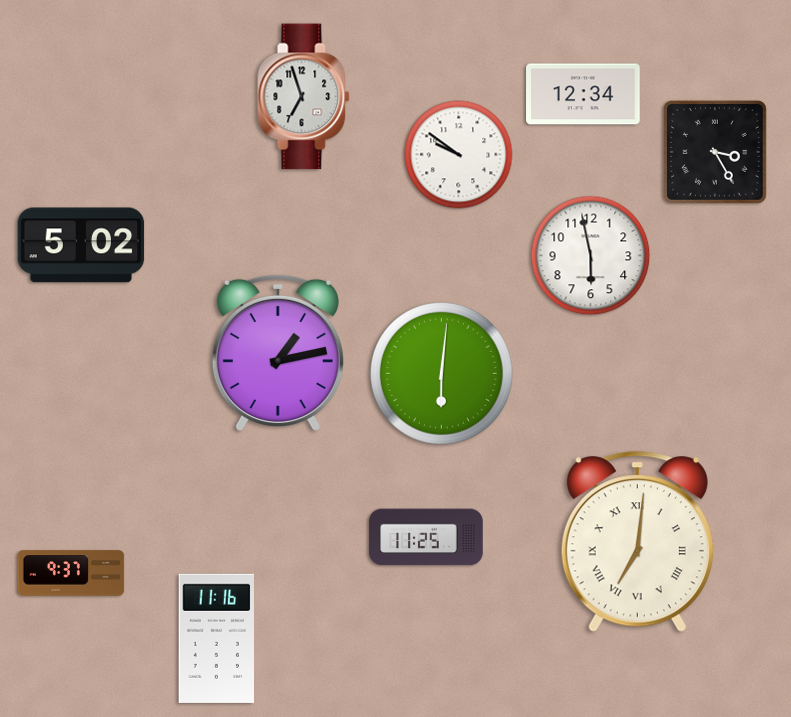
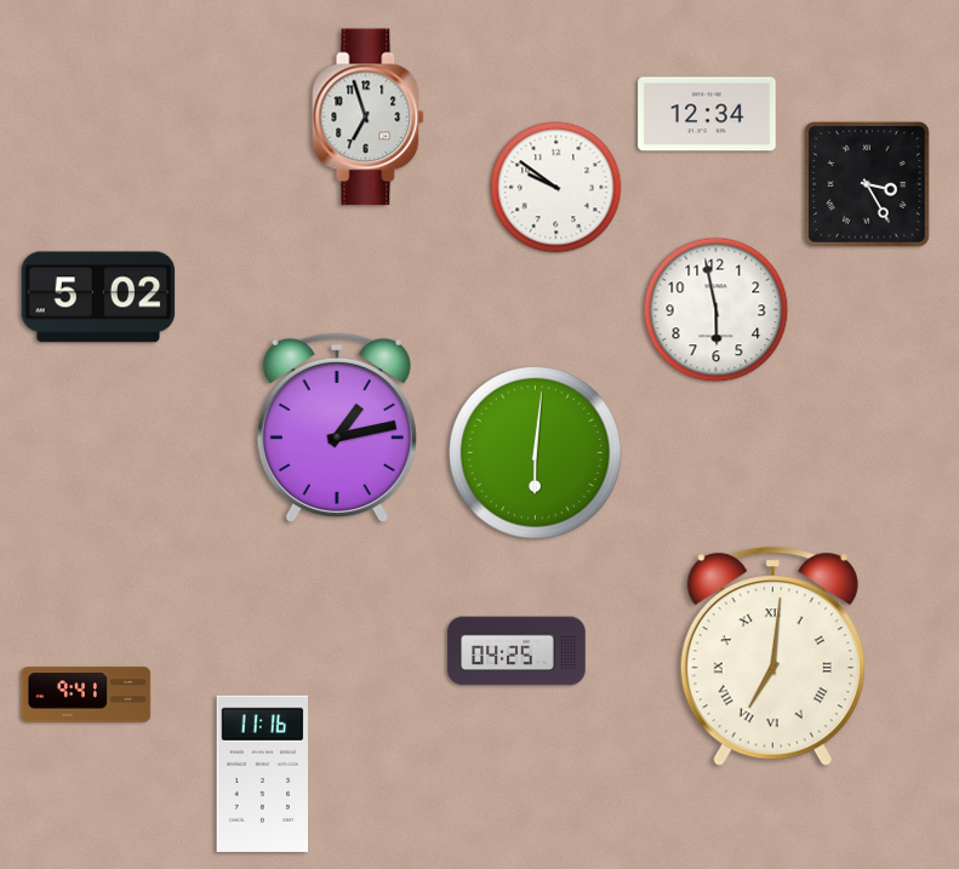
clock at (426, 537): 11:25 -> 04:25
clock at (71, 573): 9:37 -> 9:41
